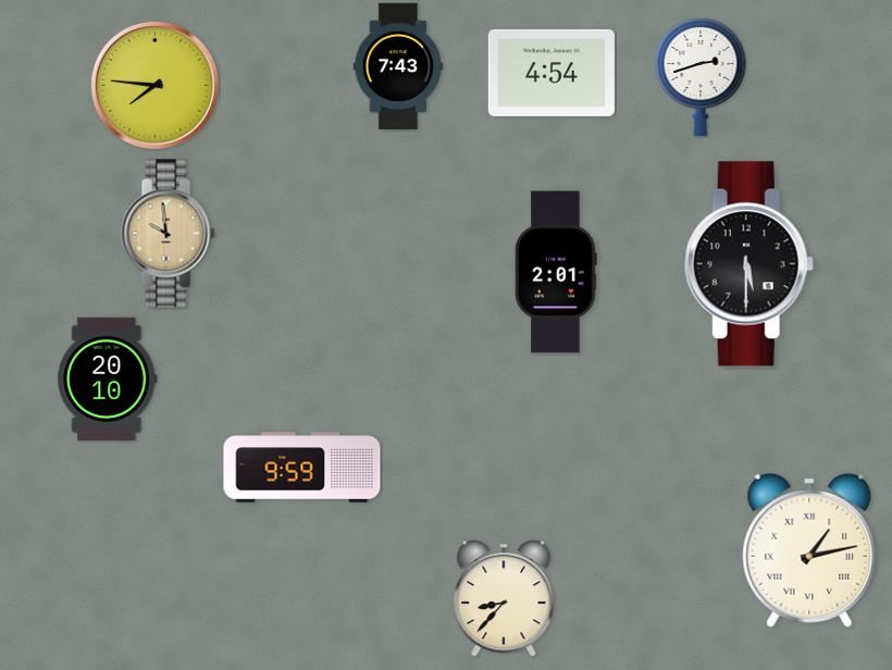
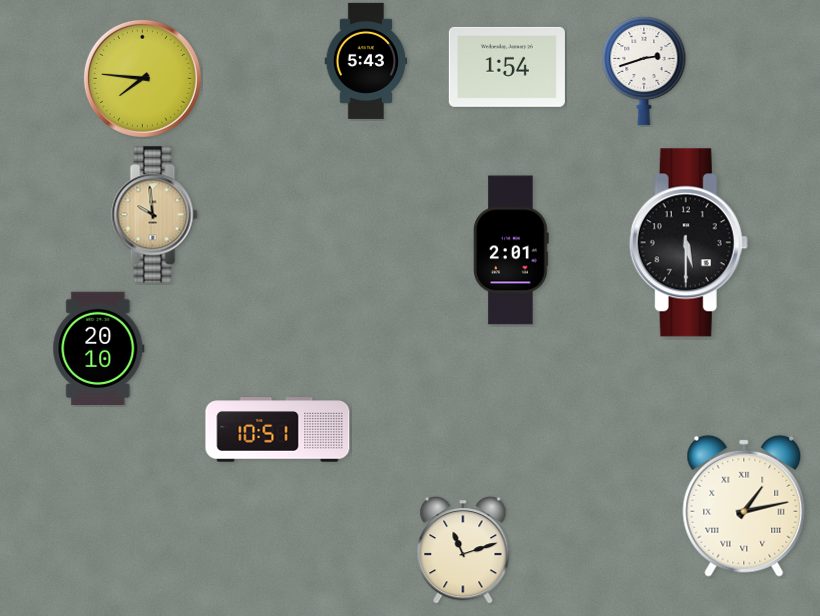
clock at (398, 66): 7:43 -> 5:43
clock at (552, 73): 4:54 -> 1:54
clock at (302, 468): 9:59 -> 10:51
clock at (504, 598): 8:37 -> 11:12
